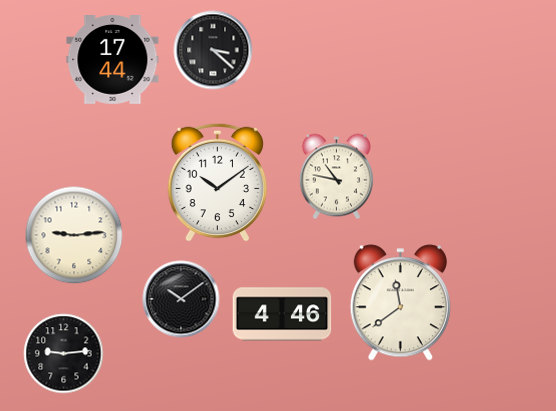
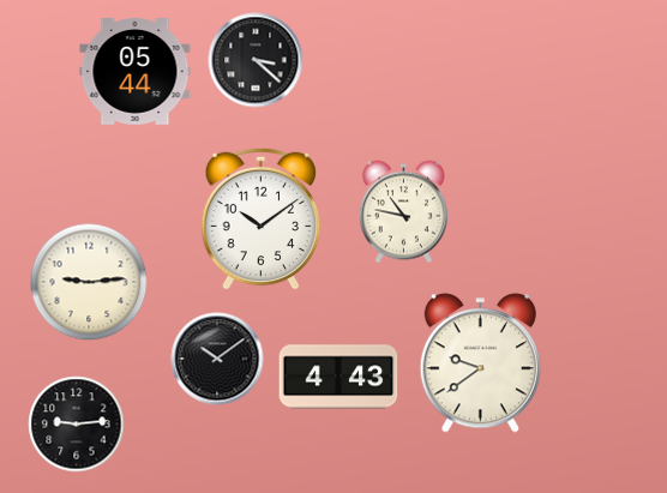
clock at (113, 60): 17:44 -> 05:44
clock at (400, 303): 11:39 -> 9:39
clock at (282, 314): 4:46 -> 4:43
